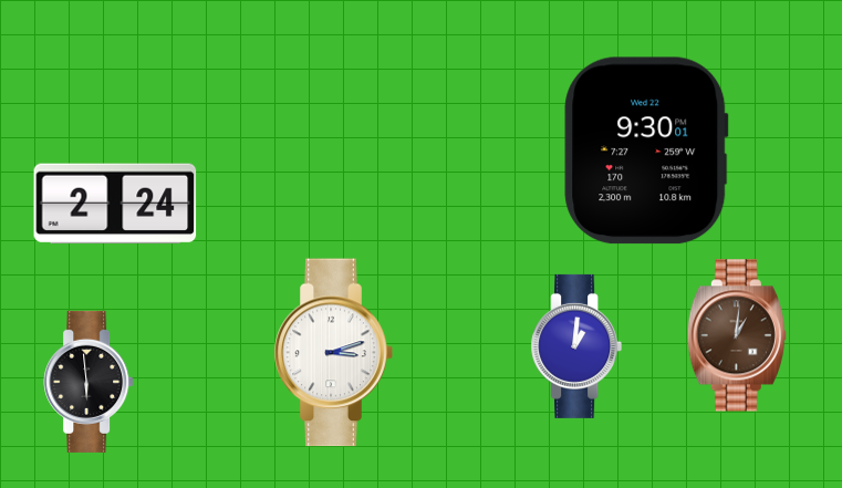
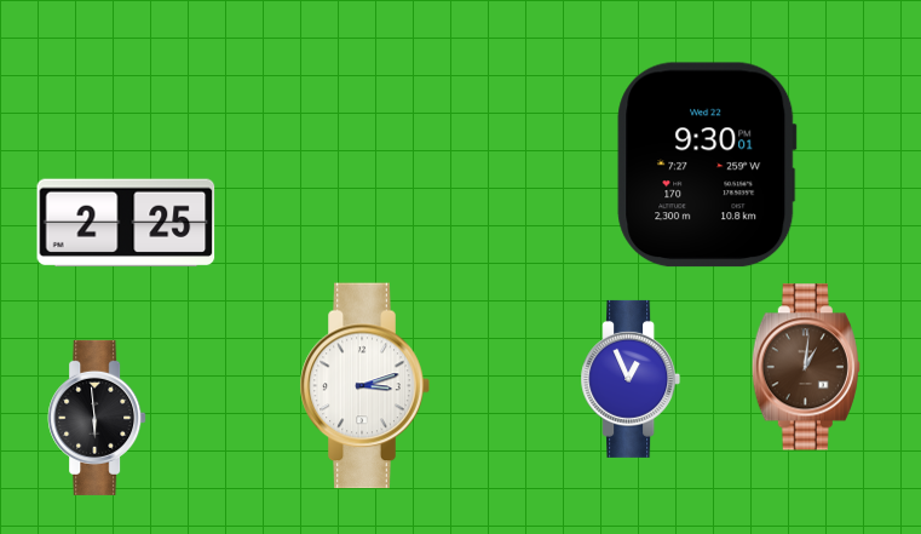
clock at (115, 204): 2:24 -> 2:25
clock at (576, 346): 1:01 -> 12:56
